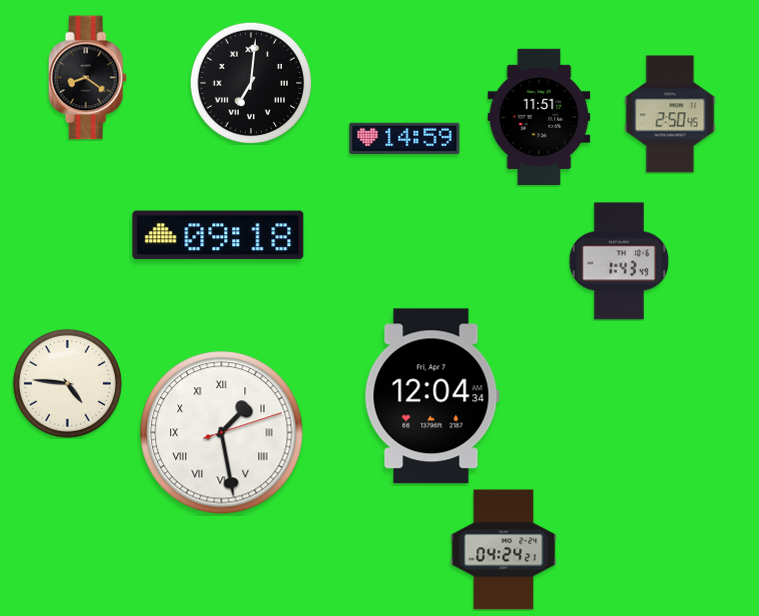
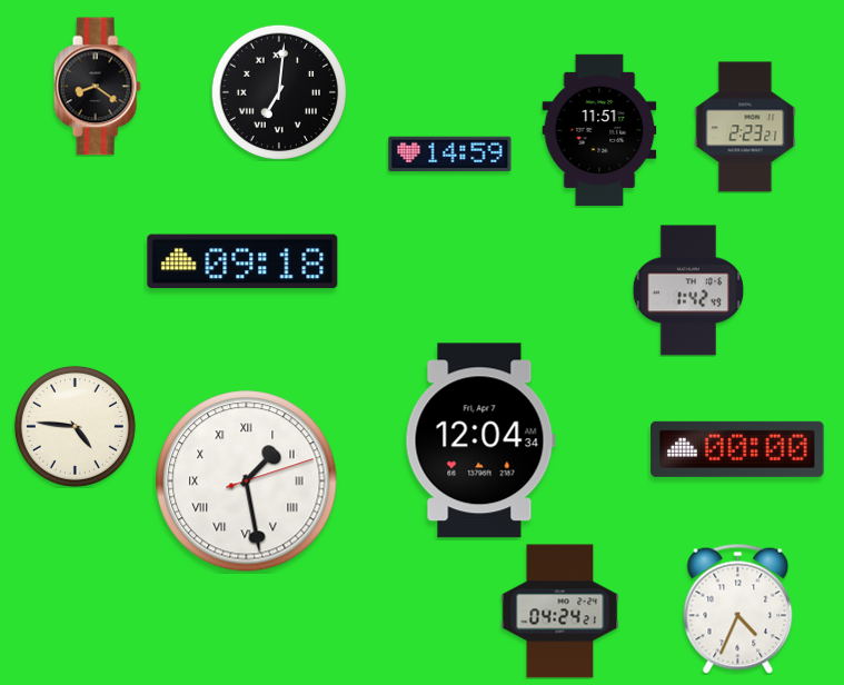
clock at (670, 114): 2:50 -> 2:23
clock at (619, 261): 1:43 -> 1:42
clock at (737, 449): none -> 00:00
clock at (738, 608): none -> 4:34
